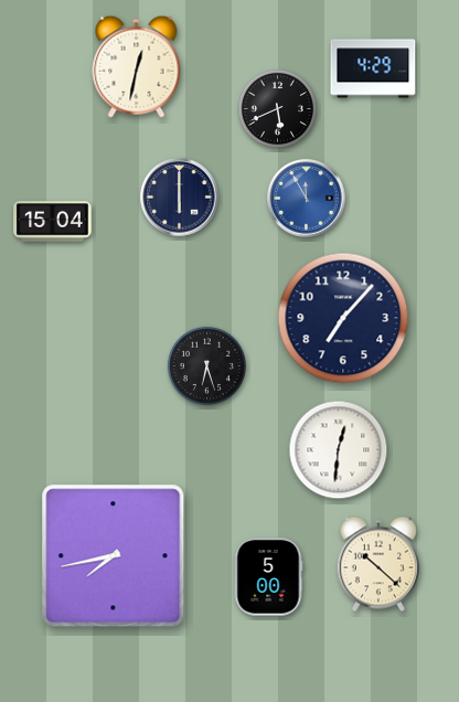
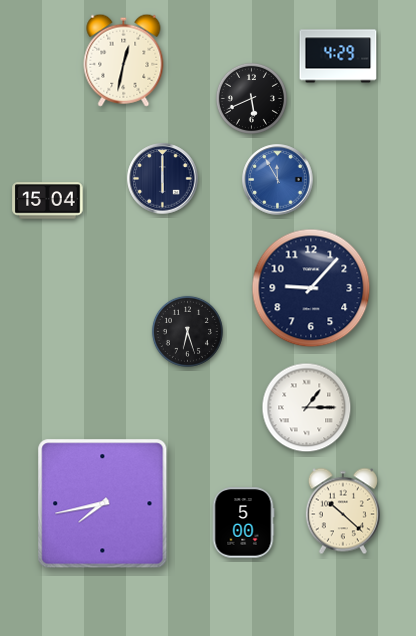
clock at (373, 68) position: (373, 68) -> (338, 56)
clock at (343, 318): 7:07 -> 9:07
clock at (339, 450): 12:31 -> 1:15
